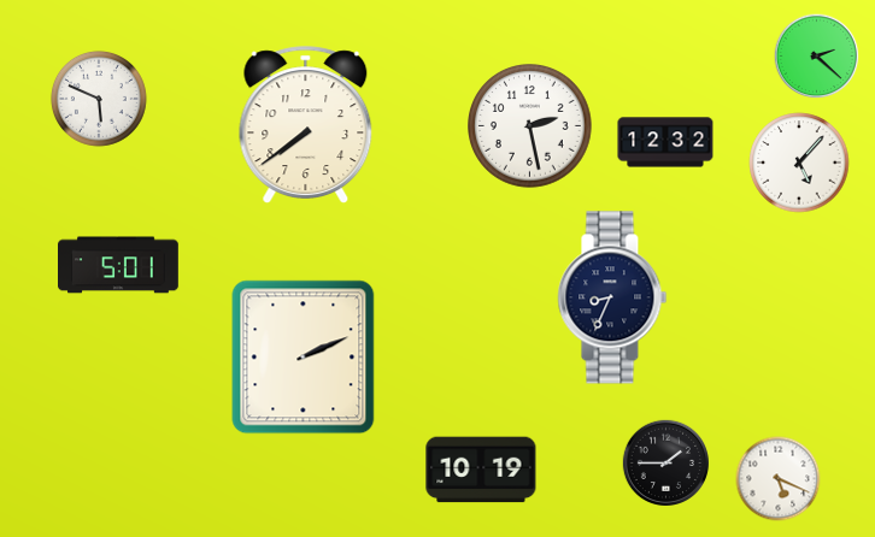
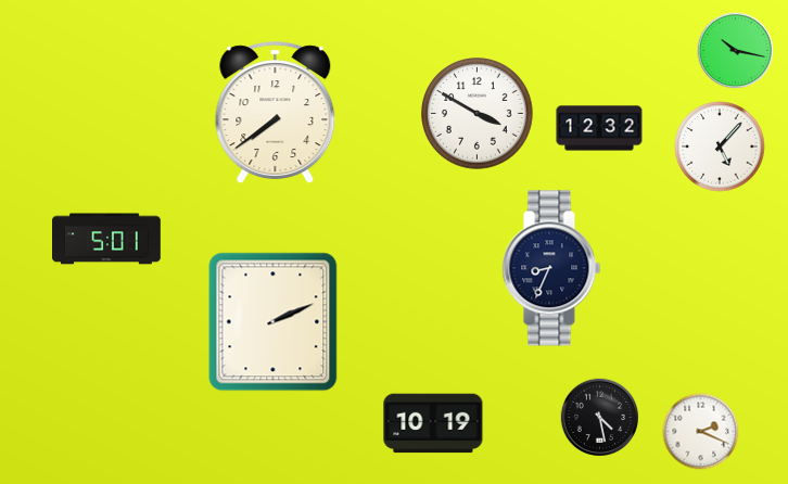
clock at (817, 57): 2:22 -> 10:17
clock at (99, 99): 5:49 -> none
clock at (530, 126): 2:28 -> 3:50
clock at (665, 462): 1:45 -> 4:28
clock at (779, 479): 5:19 -> 2:19
